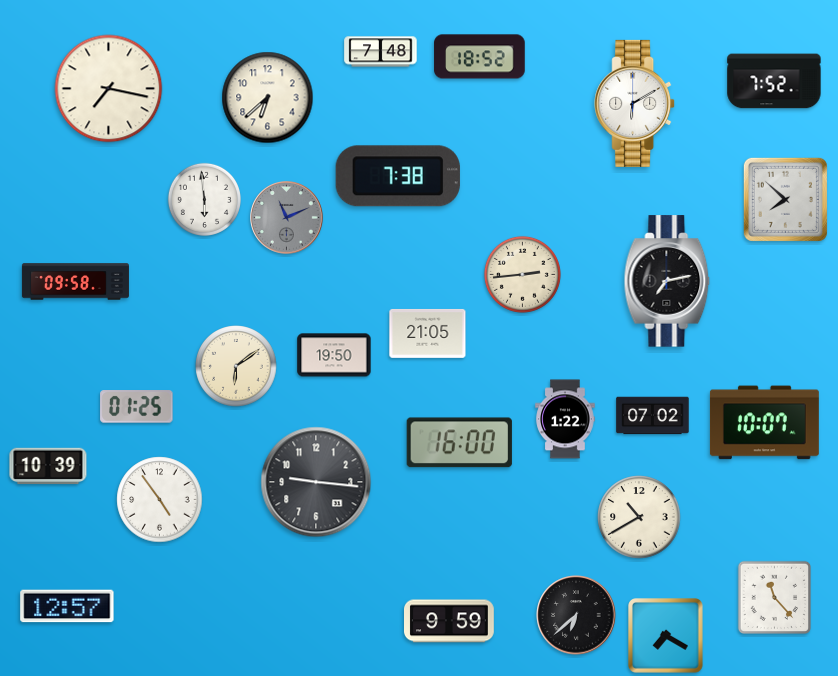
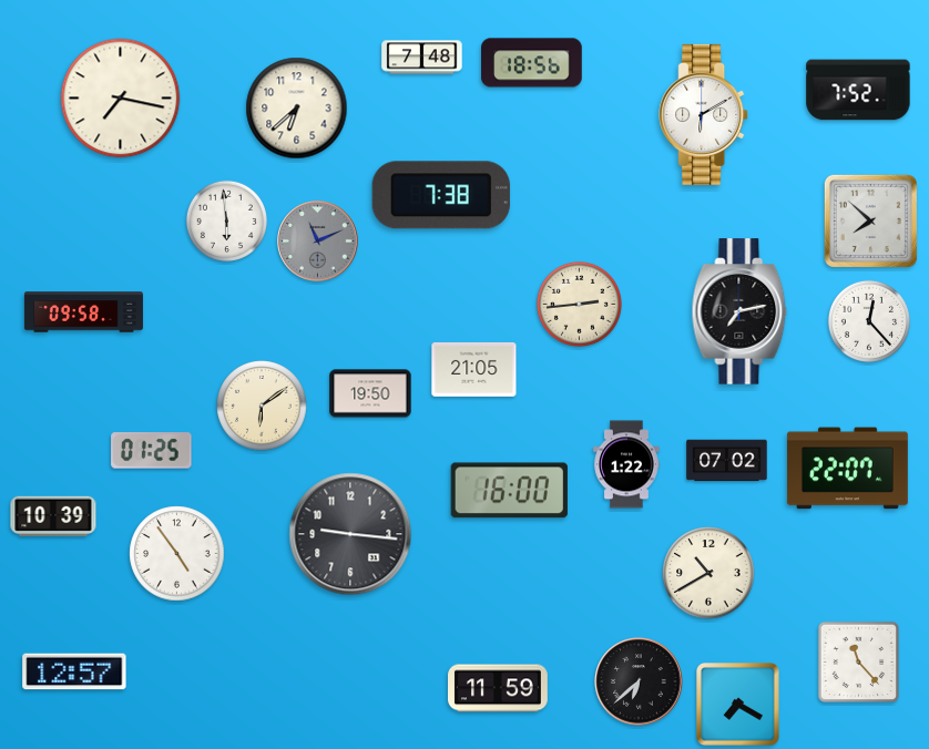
clock at (480, 57): 18:52 -> 18:56
clock at (869, 321): none -> 12:23
clock at (653, 416) position: (653, 416) -> (727, 461)
clock at (764, 423): 10:07 -> 22:07
clock at (450, 621): 9:59 -> 11:59
